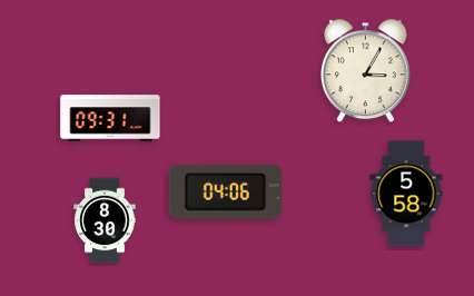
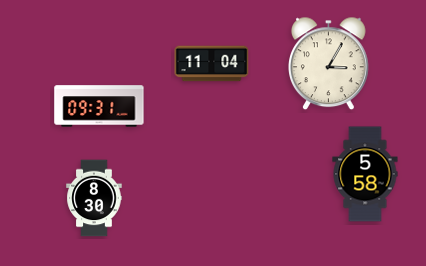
clock at (212, 64): none -> 11:04
clock at (225, 191): 04:06 -> none
